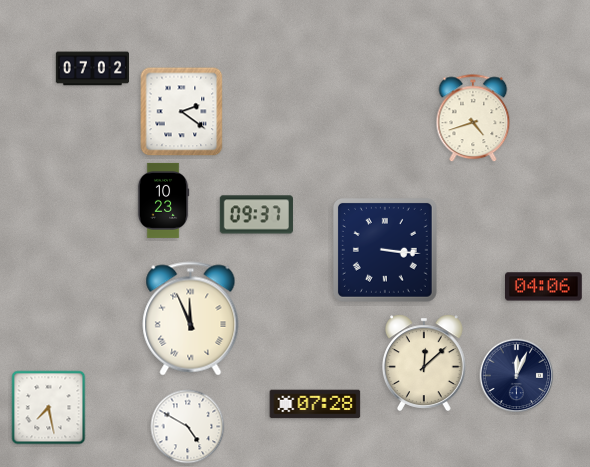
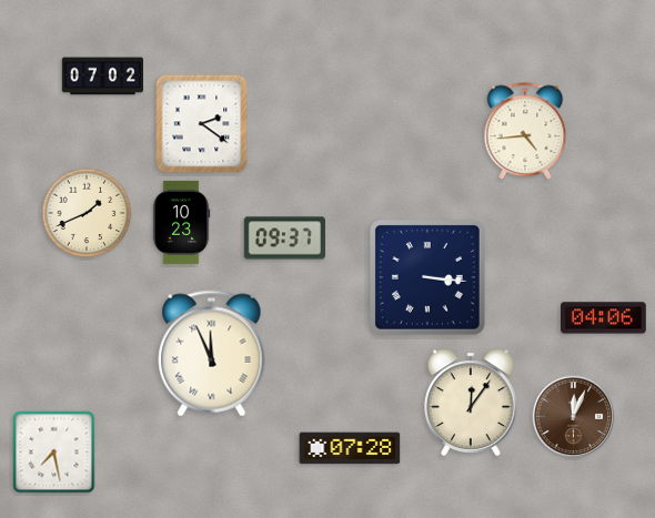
clock at (473, 119): 4:42 -> 4:44
clock at (87, 213): none -> 1:41
clock at (424, 363): 12:08 -> 12:06
clock at (517, 376) dial: navy -> brown
clock at (188, 427): 4:50 -> none
